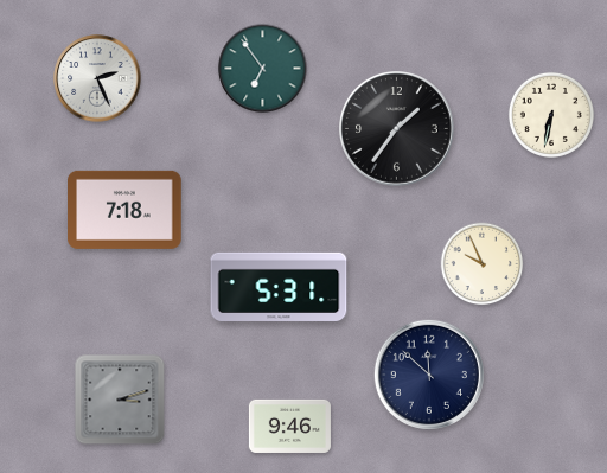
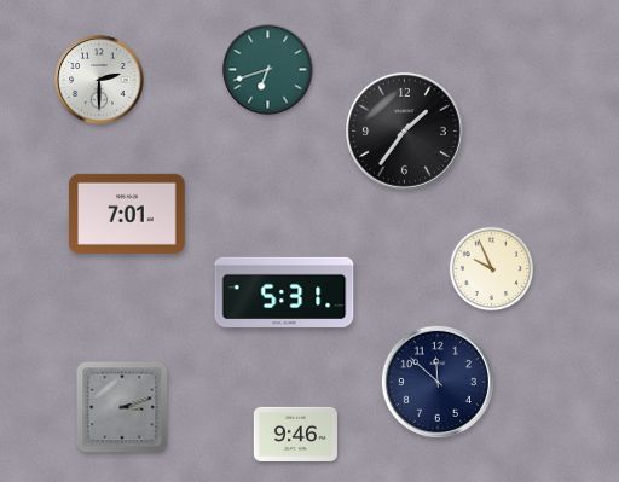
clock at (263, 69): 6:54 -> 6:42
clock at (97, 78): 2:26 -> 2:30
clock at (551, 115): 6:32 -> none
clock at (126, 210): 7:18 -> 7:01
